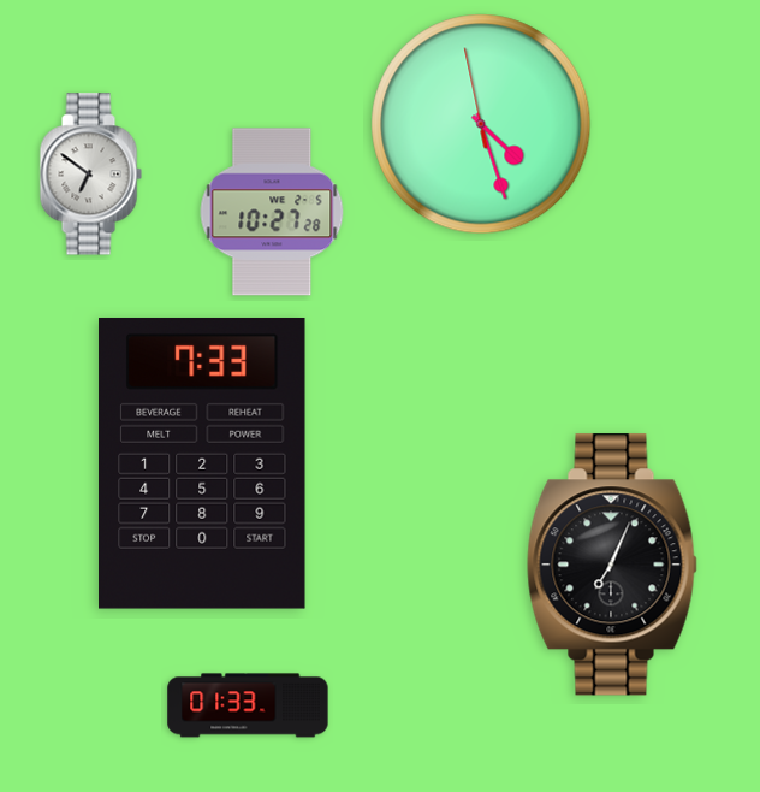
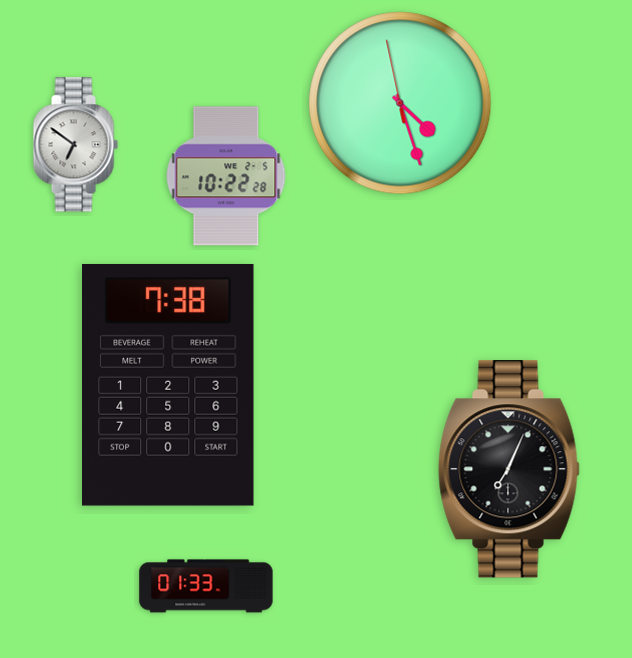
clock at (272, 212): 10:27 -> 10:22
clock at (203, 463): 7:33 -> 7:38
